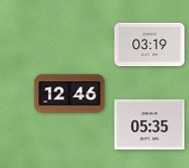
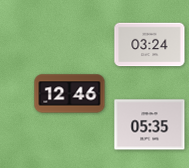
clock at (150, 45): 03:19 -> 03:24
